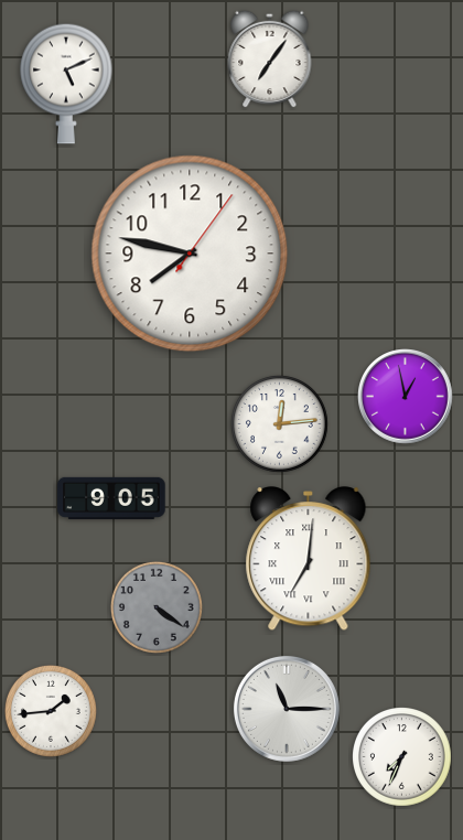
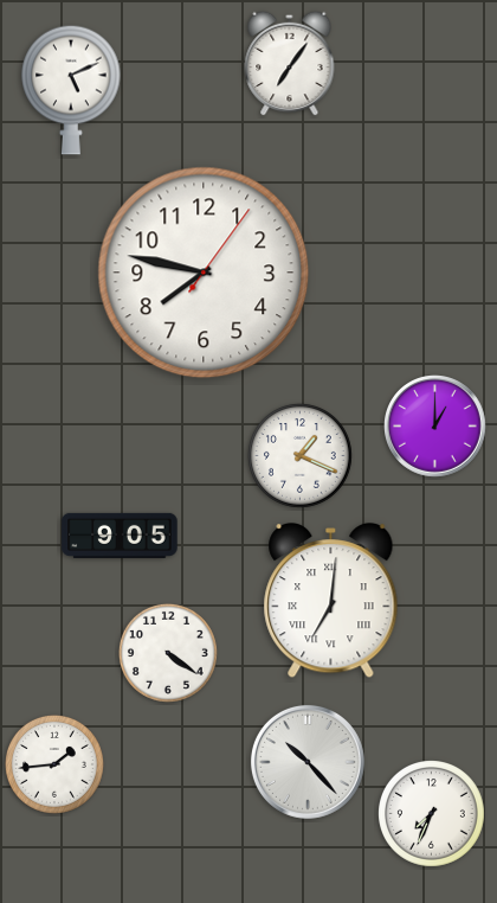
clock at (406, 397): 12:58 -> 1:00
clock at (280, 424): 12:14 -> 1:19
clock at (157, 607) dial: grey -> white
clock at (287, 709): 11:15 -> 10:23
